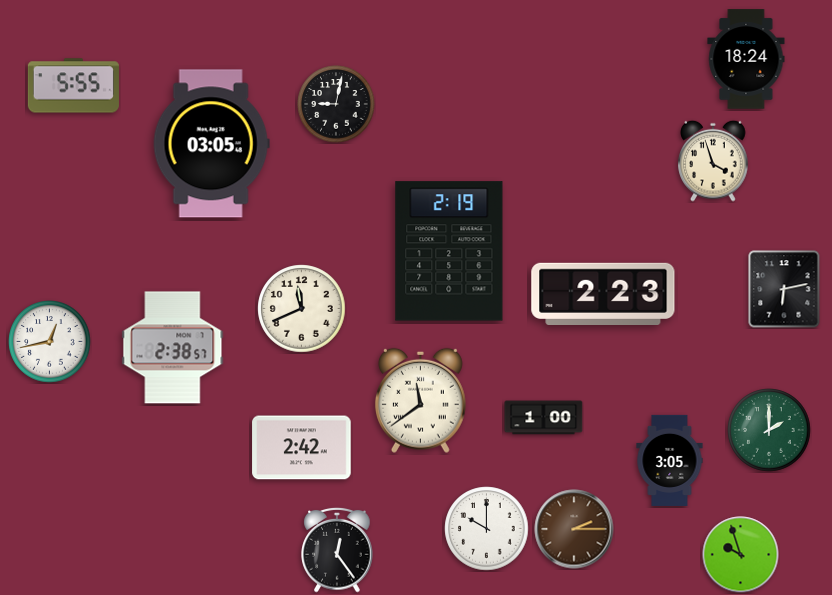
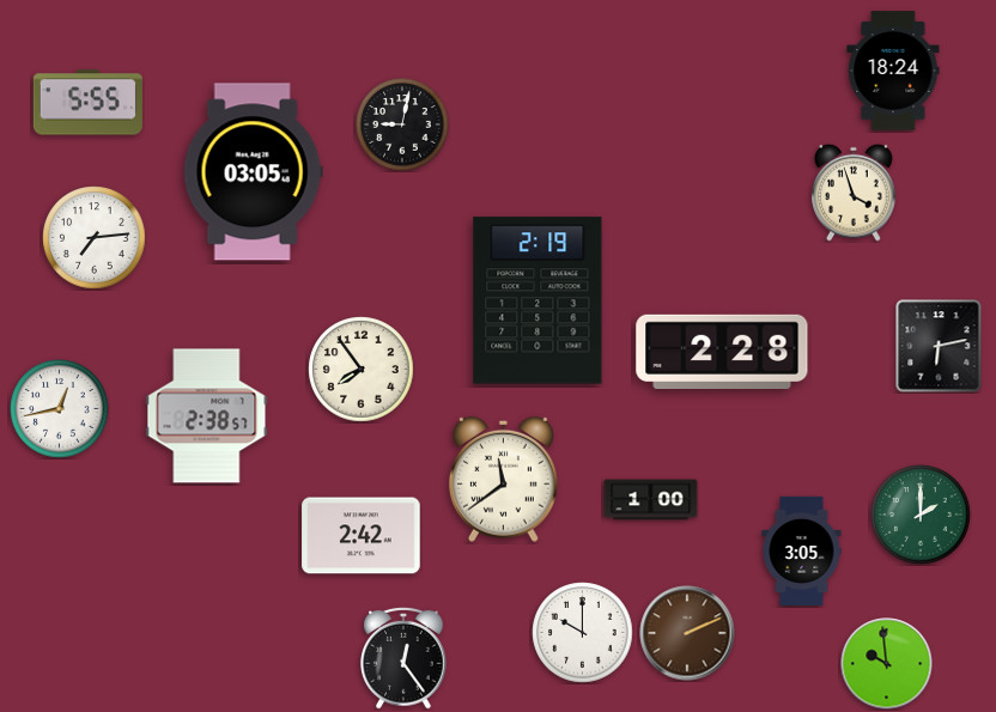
clock at (95, 238): none -> 7:14
clock at (603, 293): 2:23 -> 2:28
clock at (302, 309): 11:41 -> 7:54
clock at (574, 529): 2:15 -> 2:11
clock at (741, 555): 9:57 -> 9:59
